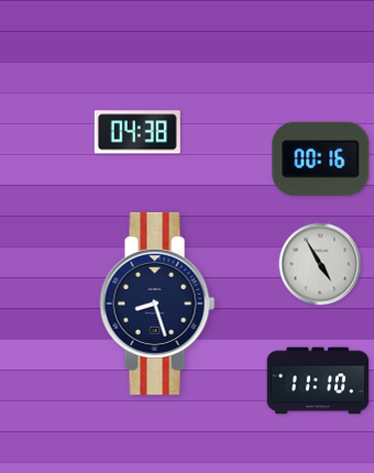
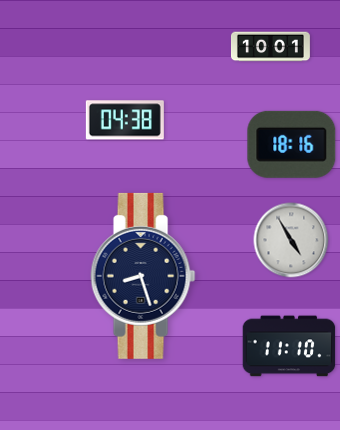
clock at (270, 47): none -> 10:01
clock at (321, 158): 00:16 -> 18:16
